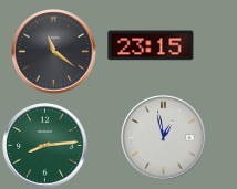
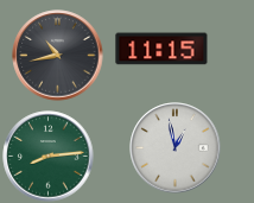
clock at (151, 45): 23:15 -> 11:15
clock at (54, 52): 11:21 -> 10:43
